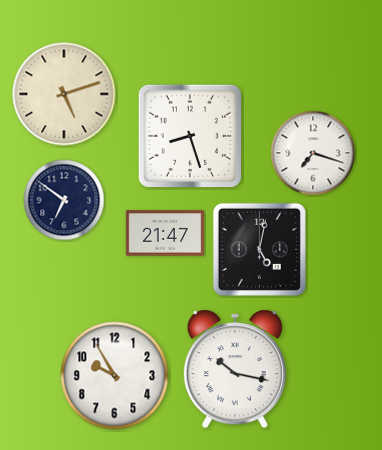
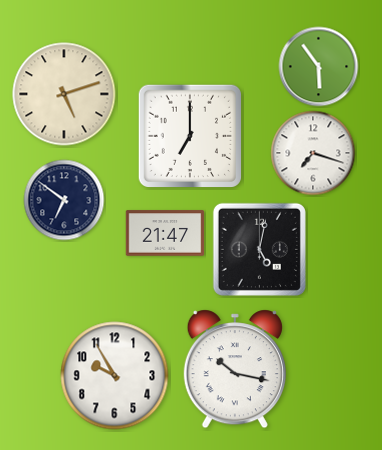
clock at (319, 67): none -> 5:54
clock at (189, 135): 8:27 -> 7:00
